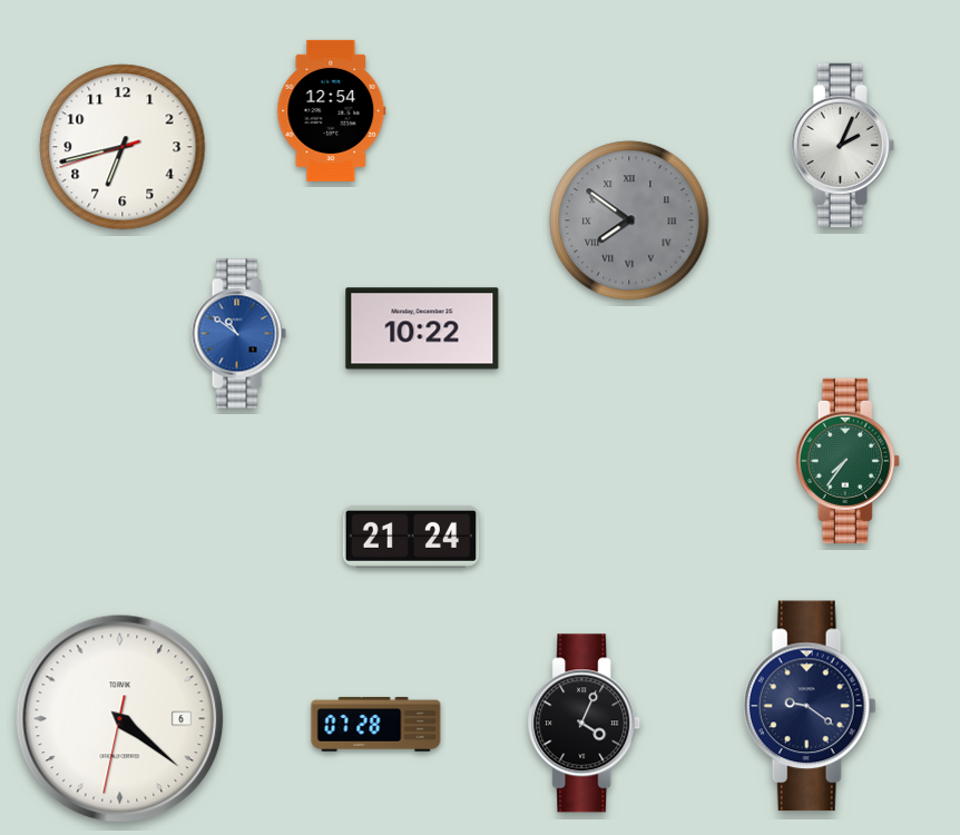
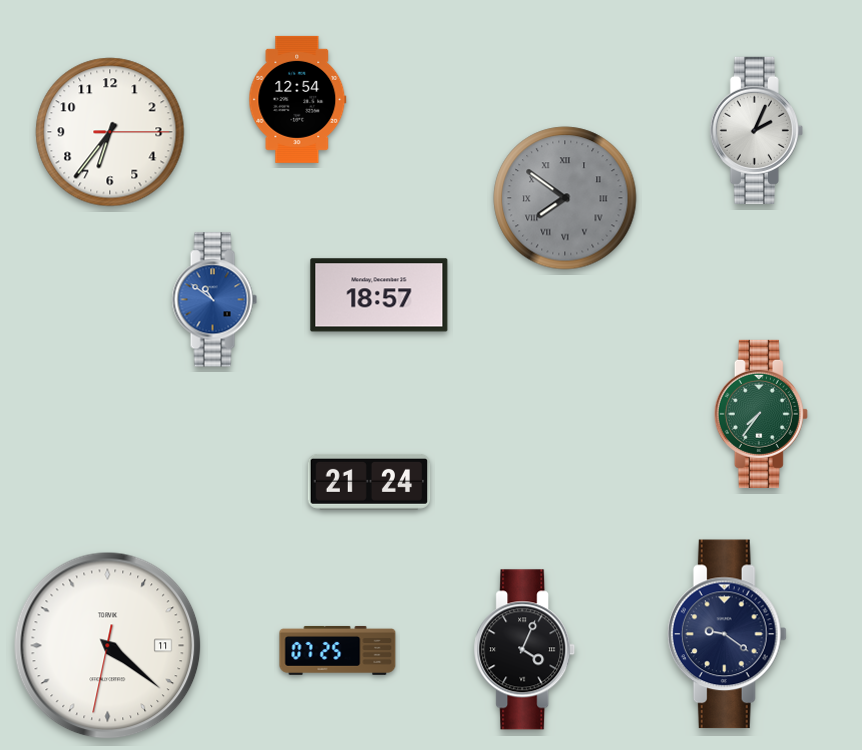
clock at (123, 147): 6:42 -> 6:36
clock at (422, 328): 10:22 -> 18:57
clock at (120, 719) date: 6 -> 11
clock at (376, 724): 07:28 -> 07:25
